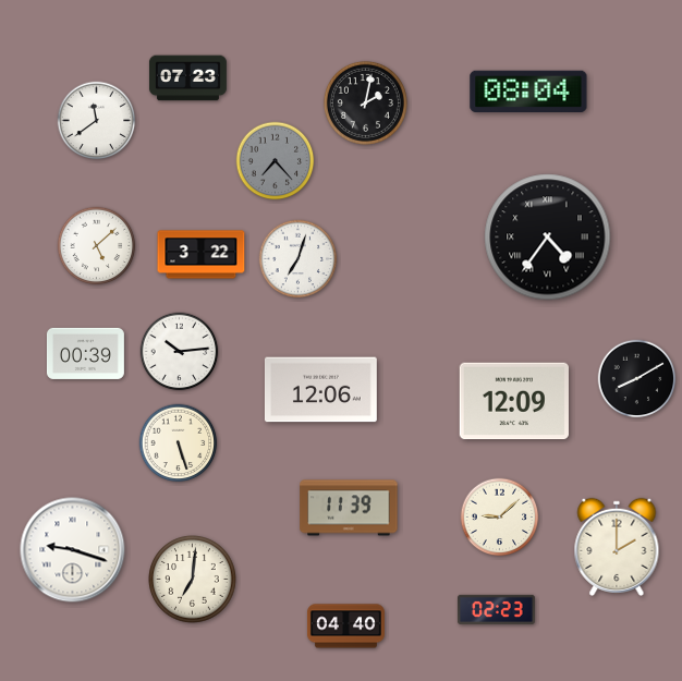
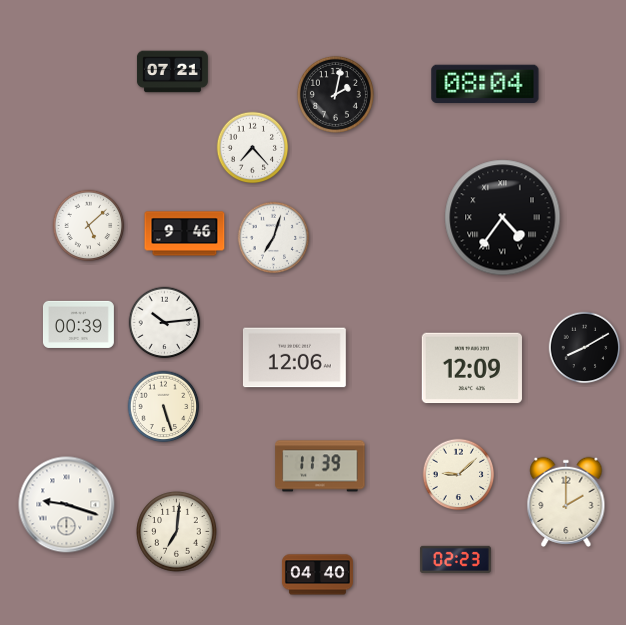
clock at (187, 78): 07:23 -> 07:21
clock at (97, 121): 11:39 -> none
clock at (276, 161) dial: grey -> white
clock at (202, 255): 3:22 -> 9:46
